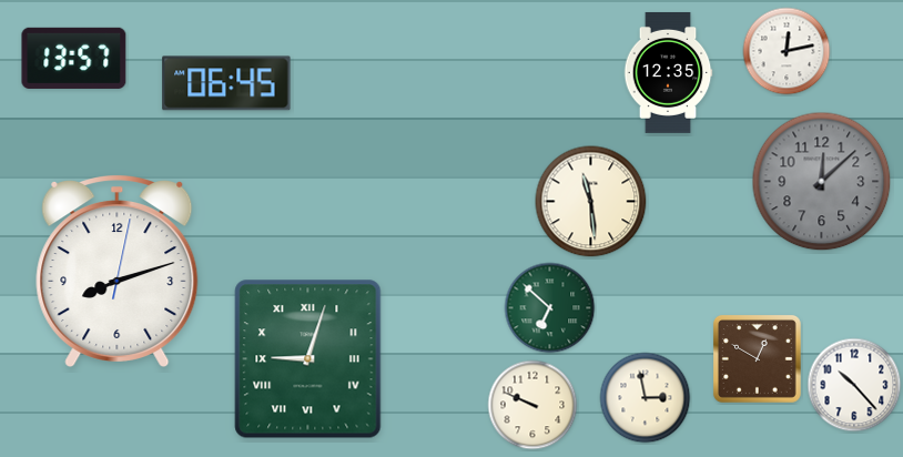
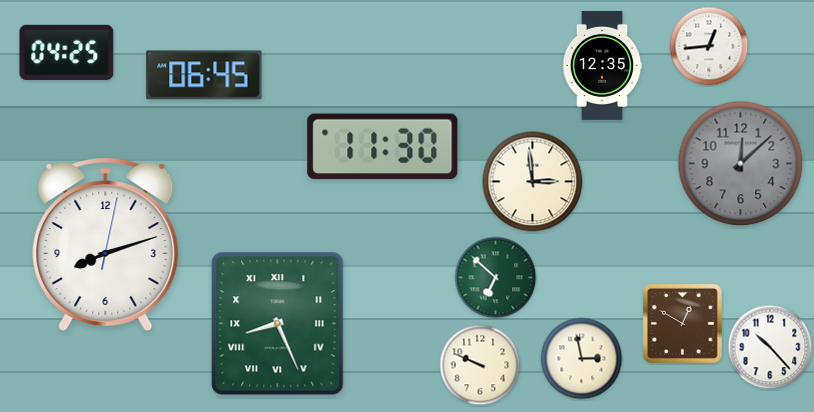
clock at (787, 51): 12:13 -> 12:44
clock at (74, 58): 13:57 -> 04:25
clock at (383, 147): none -> 11:30
clock at (591, 202): 11:29 -> 2:59
clock at (308, 359): 9:03 -> 8:26
